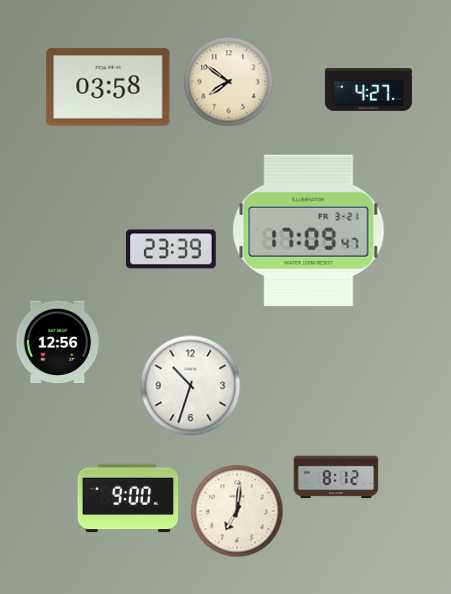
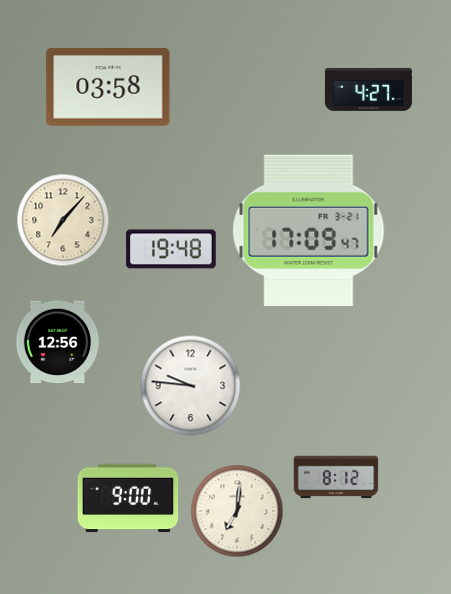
clock at (229, 82): 7:51 -> none
clock at (63, 220): none -> 7:07
clock at (171, 249): 23:39 -> 19:48
clock at (191, 386): 10:33 -> 9:46
